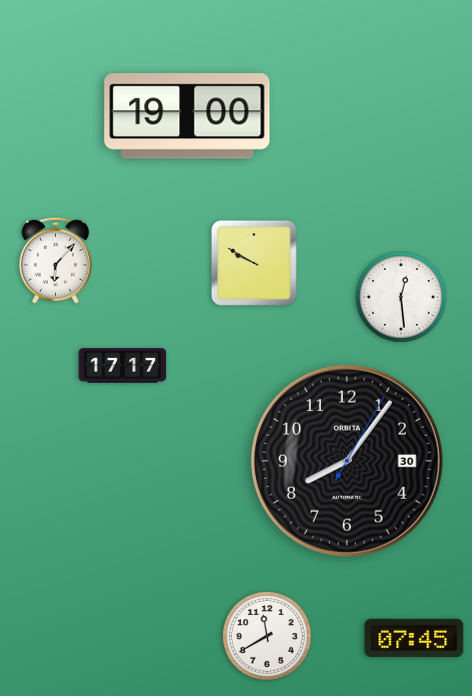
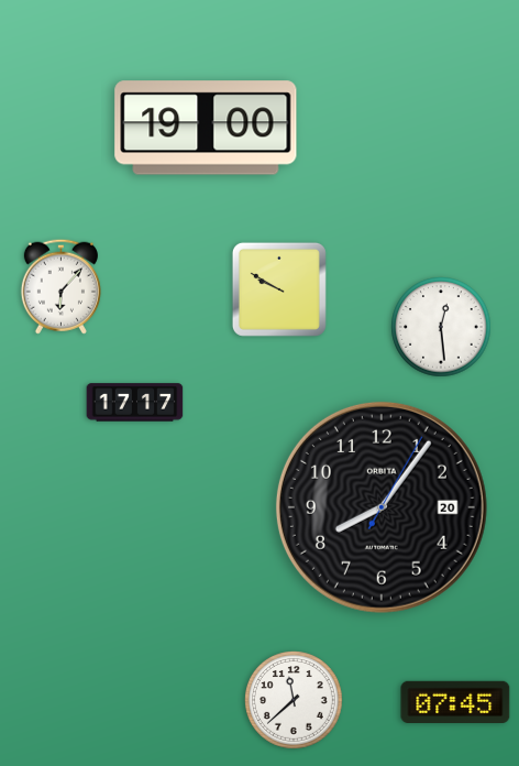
clock at (347, 461) date: 30 -> 20
clock at (268, 637): 11:40 -> 11:38
